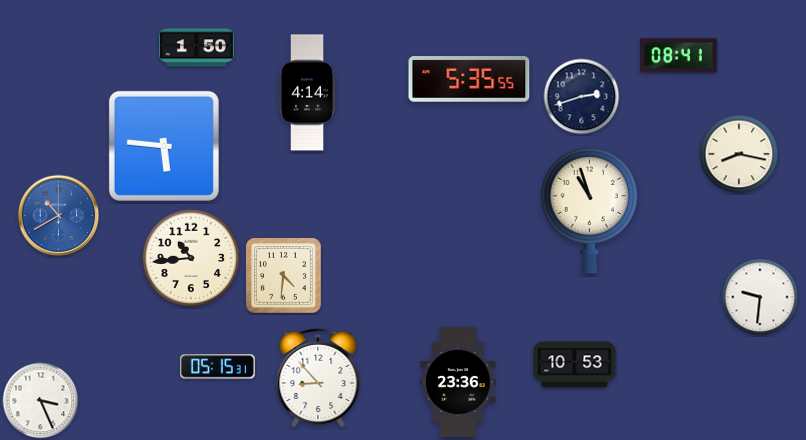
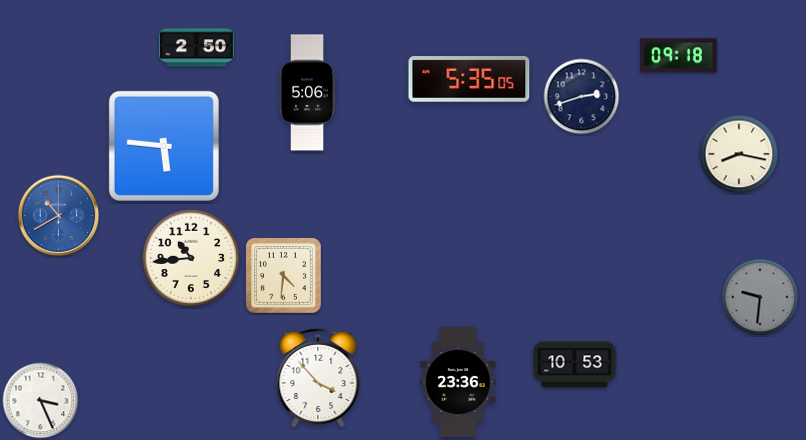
clock at (196, 48): 1:50 -> 2:50
clock at (679, 56): 08:41 -> 09:18
clock at (469, 79): 5:35:55 -> 5:35:05
clock at (306, 93): 4:14 -> 5:06
clock at (589, 210): 10:57 -> none
clock at (760, 297) dial: white -> grey
clock at (217, 367): 05:15 -> none
clock at (318, 377): 8:53 -> 3:53
